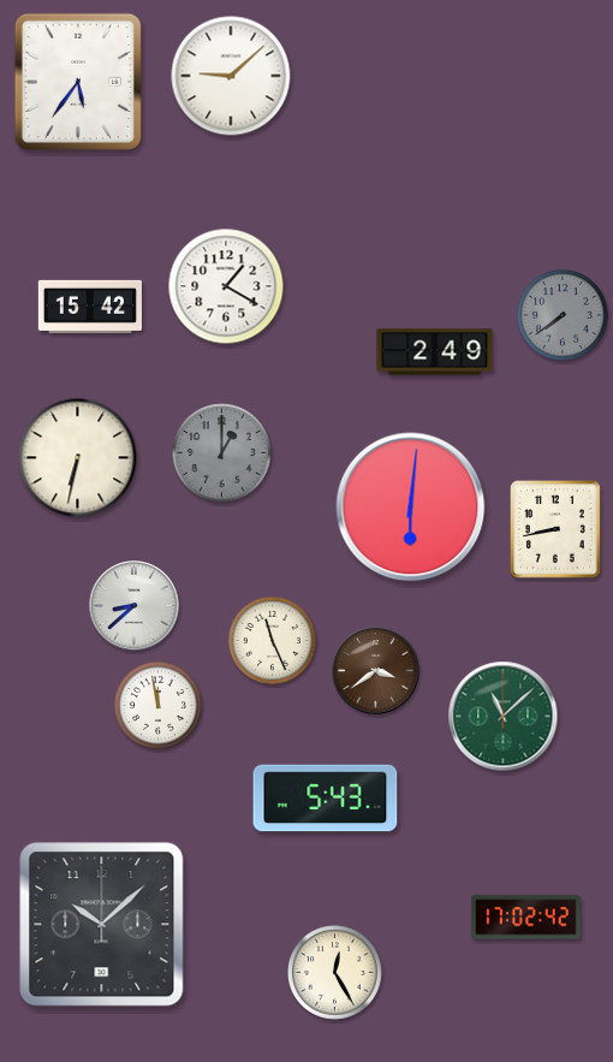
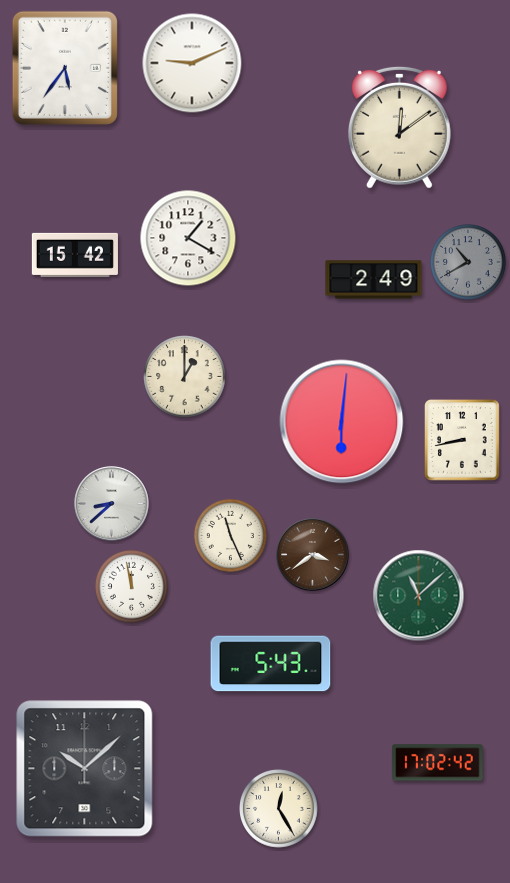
clock at (231, 76): 9:08 -> 9:11
clock at (399, 127): none -> 12:09
clock at (563, 315): 7:39 -> 10:40
clock at (435, 352) position: (435, 352) -> (374, 280)
clock at (222, 453) dial: grey -> cream
clock at (78, 458): 6:32 -> none
clock at (272, 640) position: (272, 640) -> (230, 535)
clock at (376, 671) position: (376, 671) -> (313, 555)
